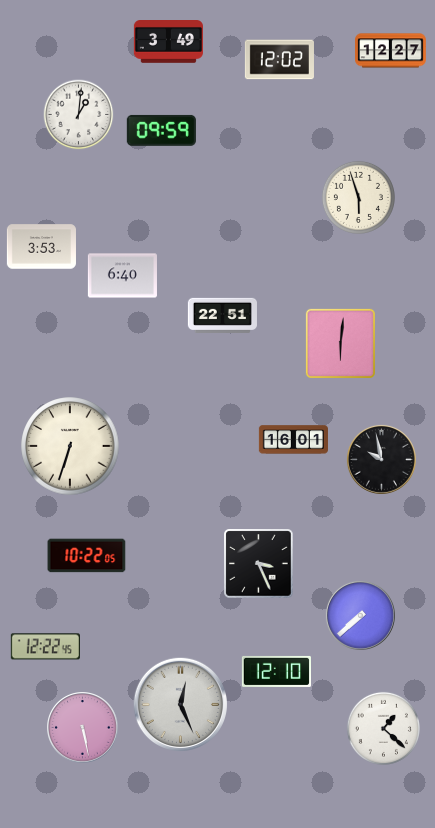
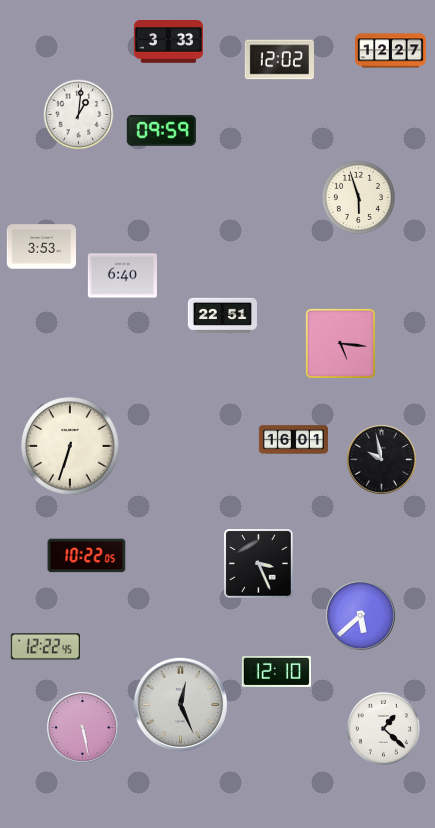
clock at (168, 42): 3:49 -> 3:33
clock at (340, 343): 6:01 -> 5:16
clock at (360, 615): 7:38 -> 5:38
